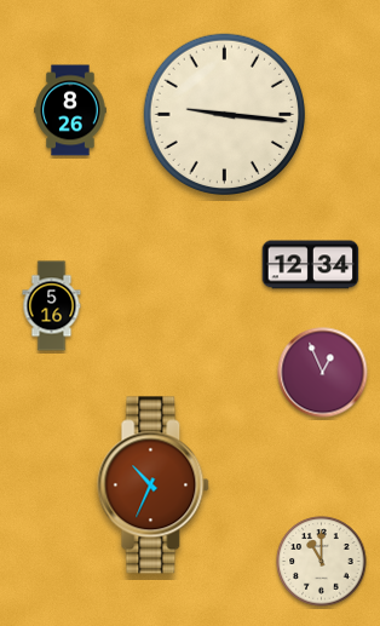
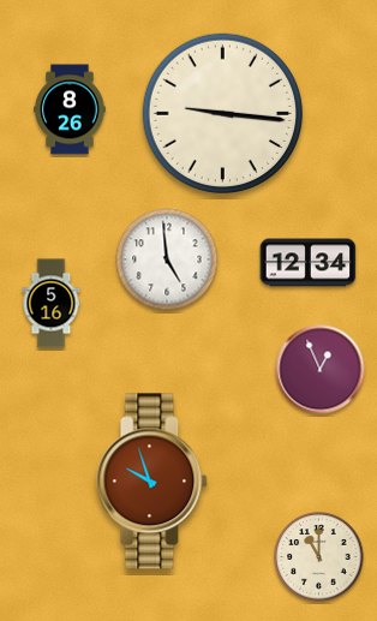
clock at (167, 259): none -> 4:59
clock at (154, 486): 10:34 -> 9:57
